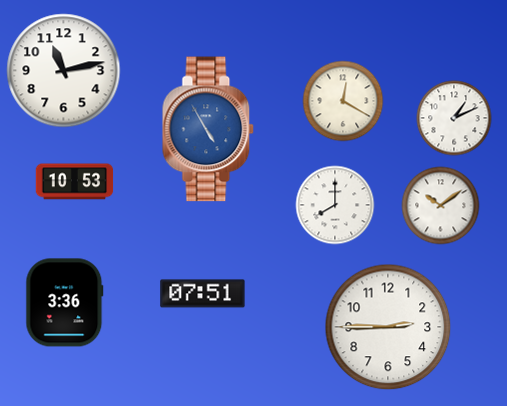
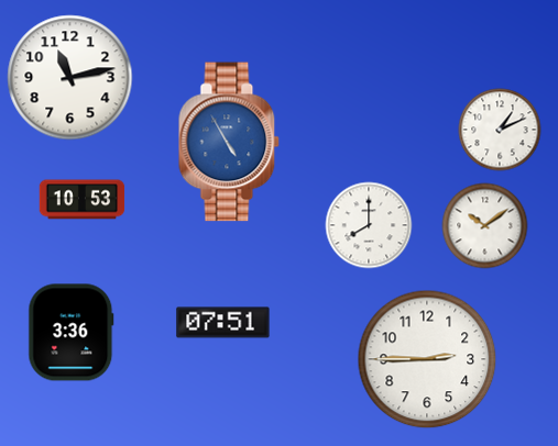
clock at (343, 101): 12:20 -> none
